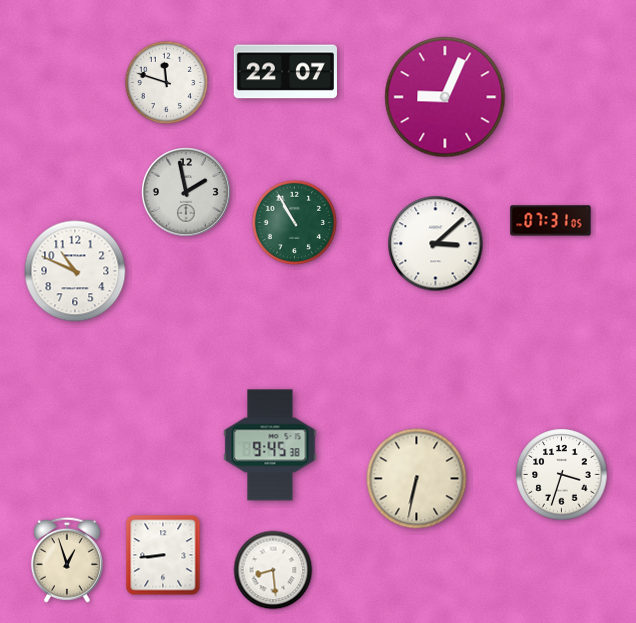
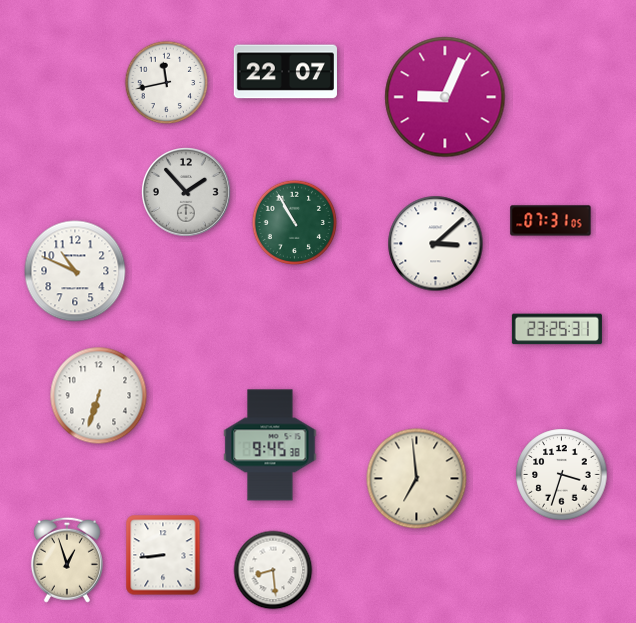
clock at (167, 83): 11:48 -> 11:43
clock at (187, 193): 1:58 -> 1:53
clock at (557, 329): none -> 23:25
clock at (99, 396): none -> 6:33
clock at (417, 479): 6:32 -> 6:59
